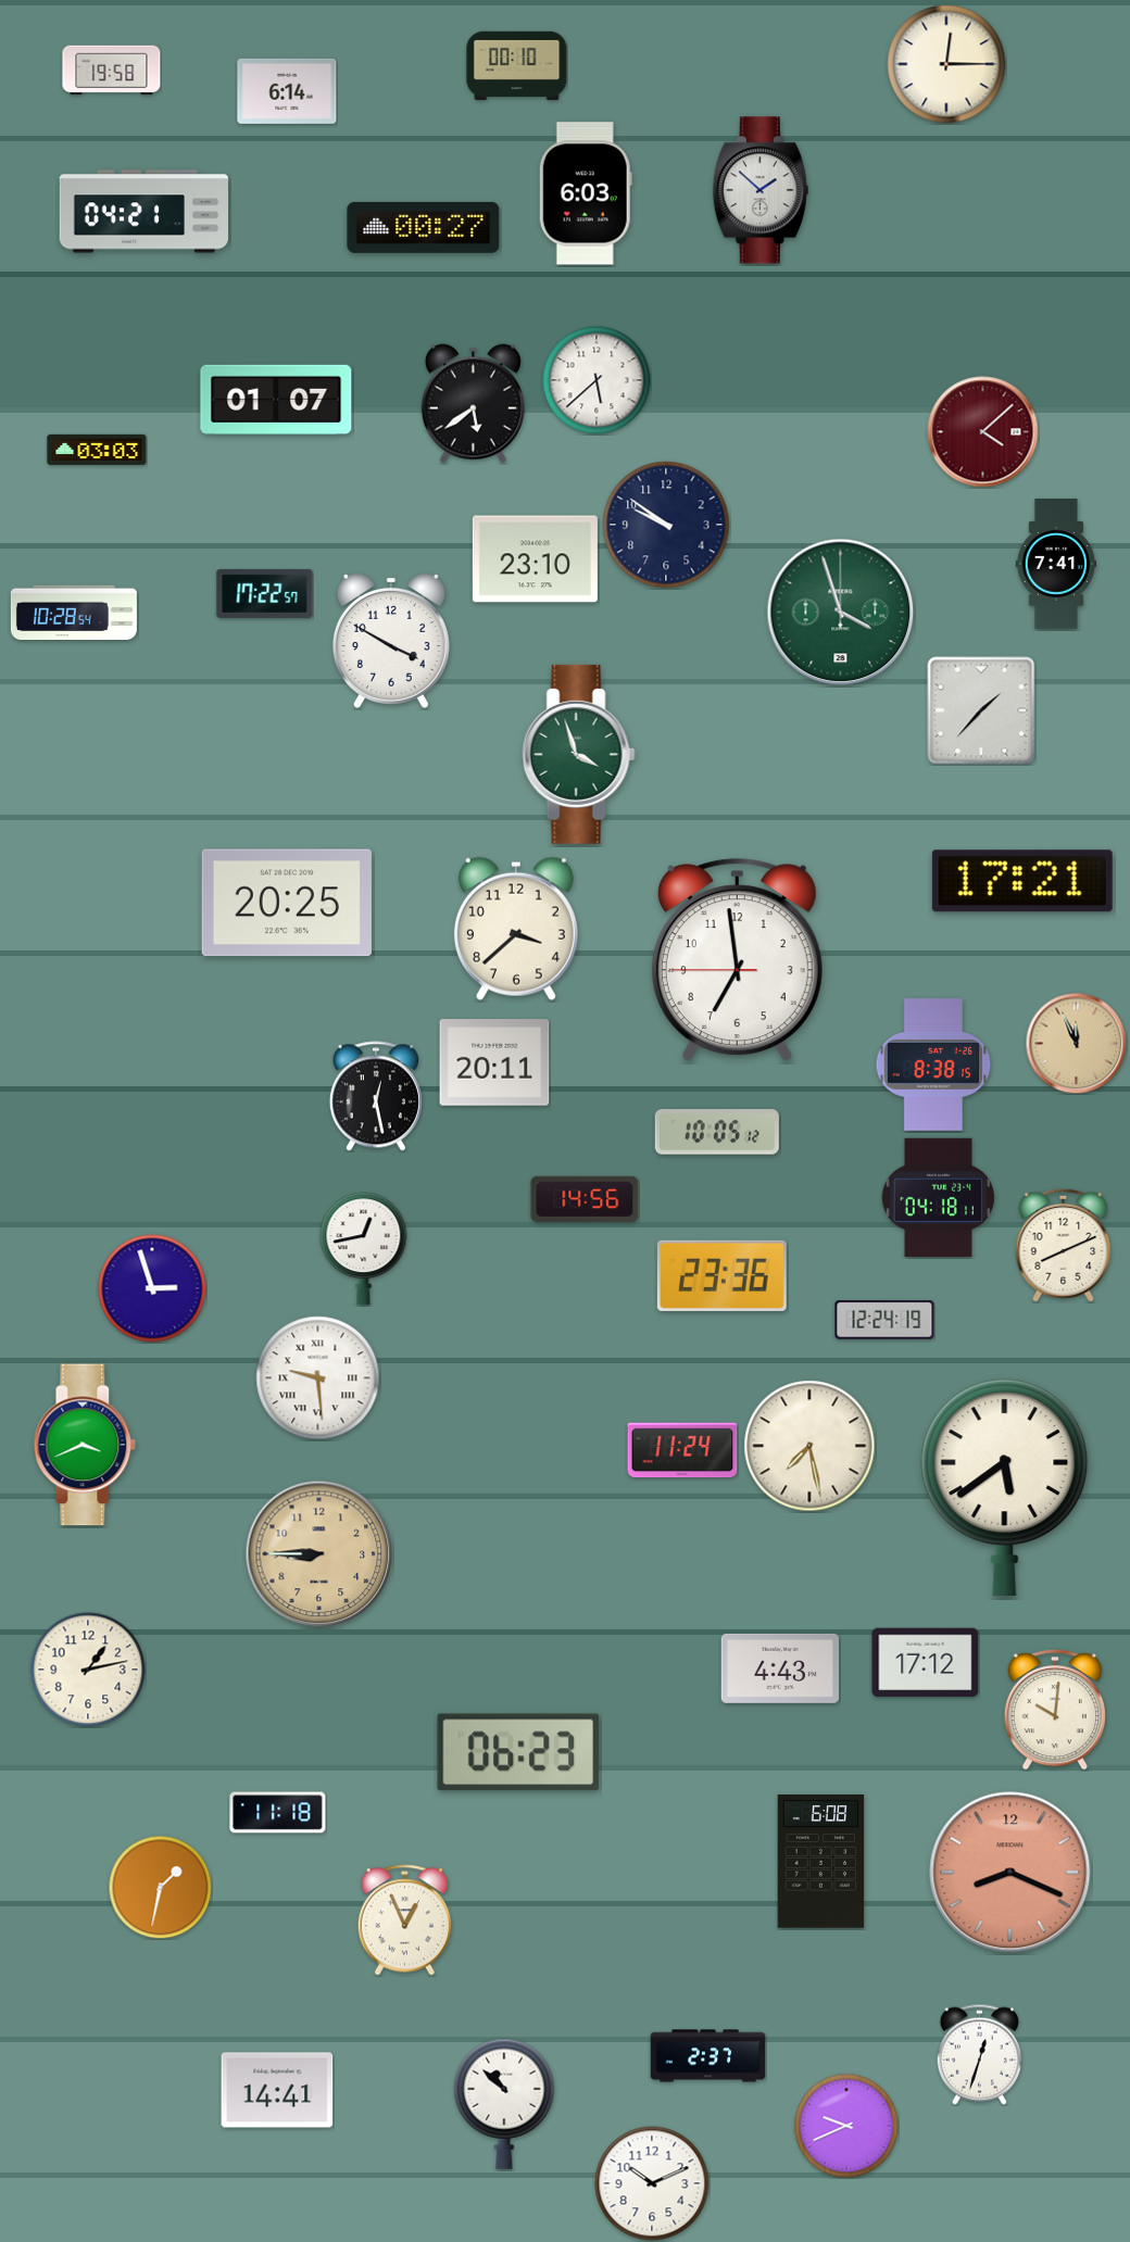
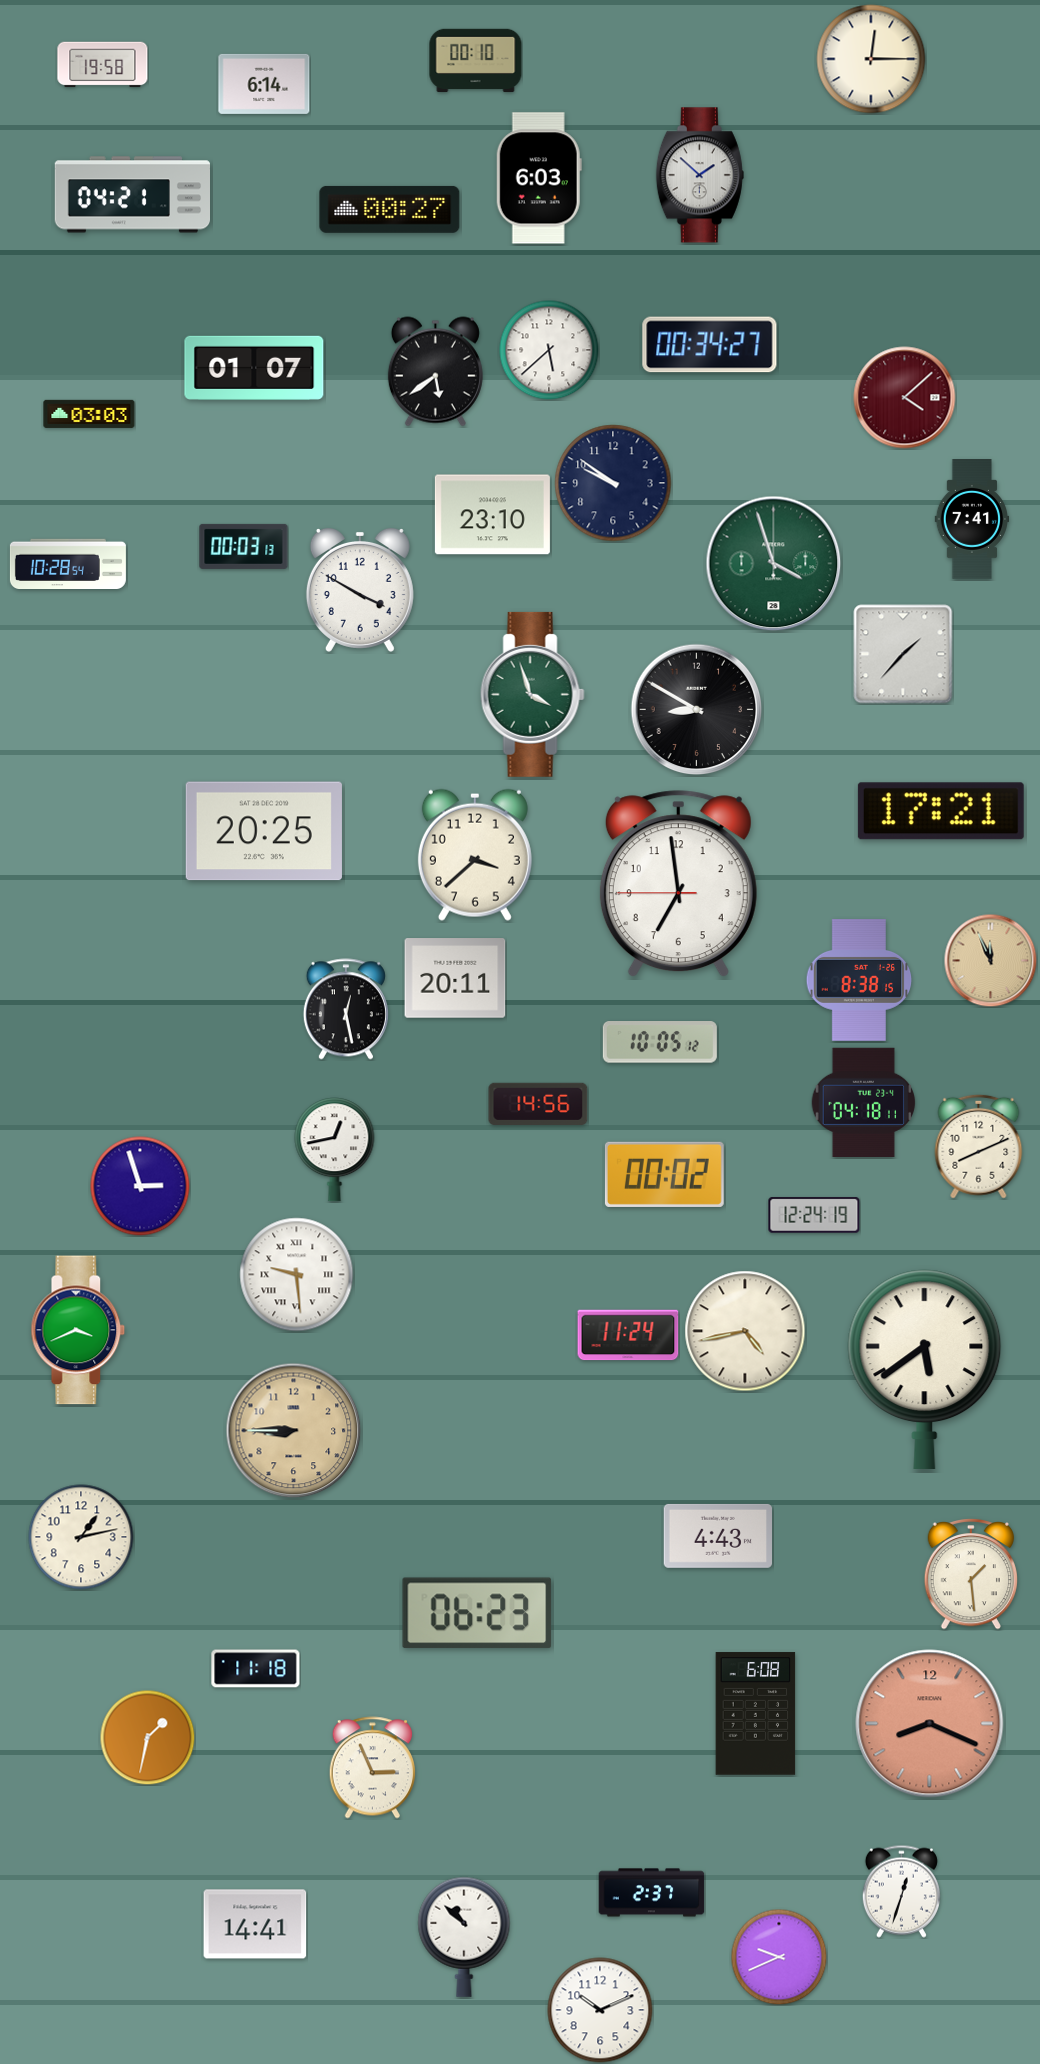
clock at (710, 345): none -> 00:34
clock at (265, 593): 17:22 -> 00:03
clock at (697, 710): none -> 8:50
clock at (721, 1275): 23:36 -> 00:02
clock at (318, 1378) position: (318, 1378) -> (297, 1275)
clock at (809, 1446): 7:28 -> 4:43
clock at (926, 1663): 17:12 -> none
clock at (1054, 1710): 10:01 -> 1:29
clock at (404, 1920): 12:56 -> 2:56
